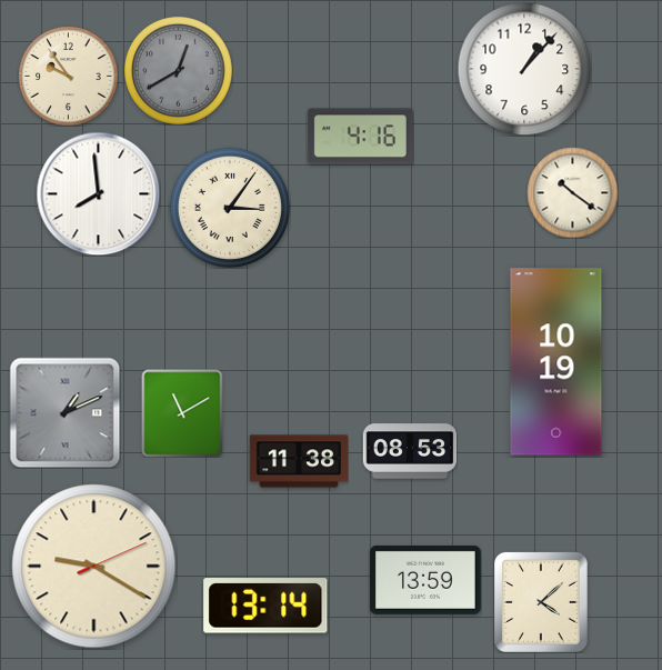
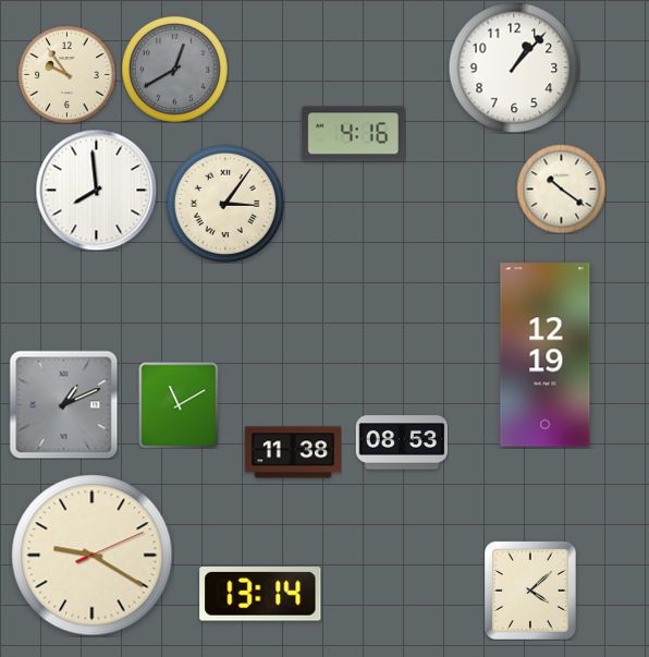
clock at (556, 362): 10:19 -> 12:19
clock at (425, 580): 13:59 -> none
